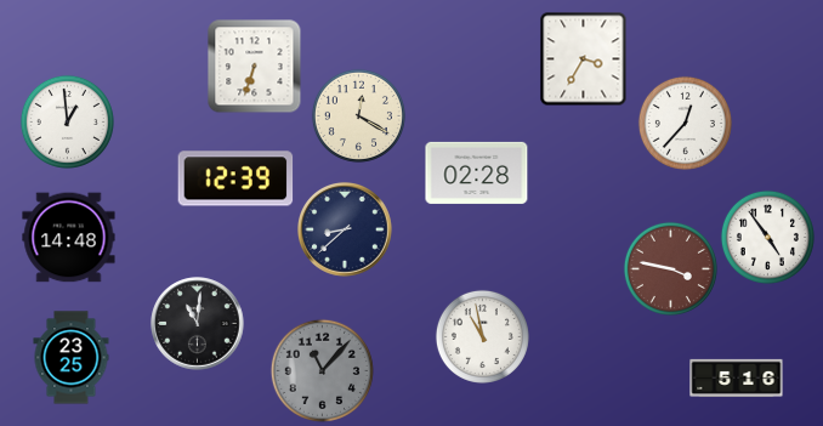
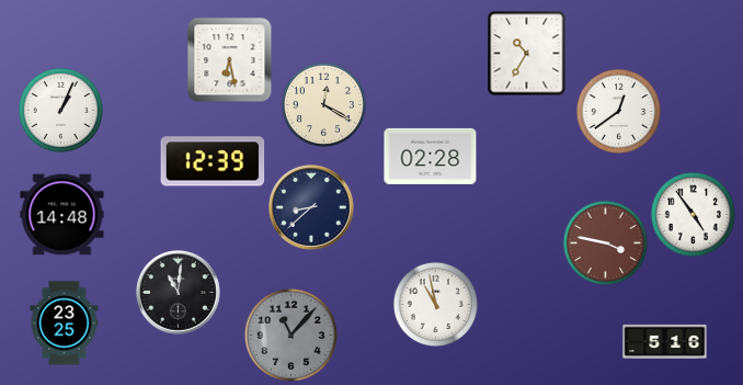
clock at (584, 58): 3:35 -> 10:35
clock at (254, 66): 6:33 -> 6:28
clock at (67, 121): 12:59 -> 1:04
clock at (685, 123): 12:37 -> 12:39
